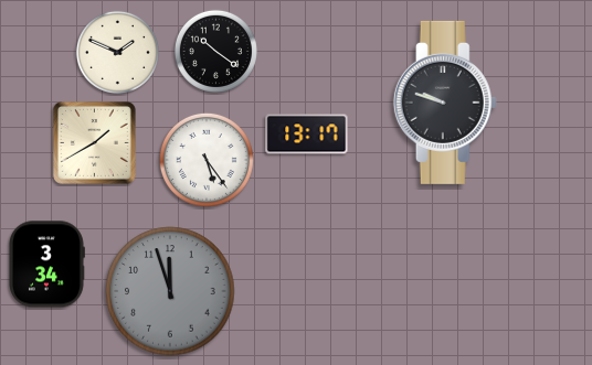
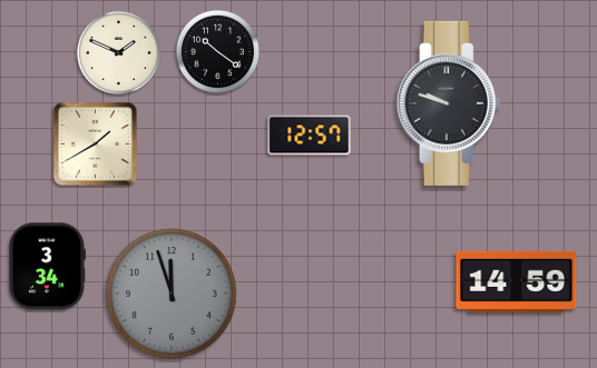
clock at (307, 135): 13:17 -> 12:57
clock at (207, 160): 5:24 -> none
clock at (517, 281): none -> 14:59
